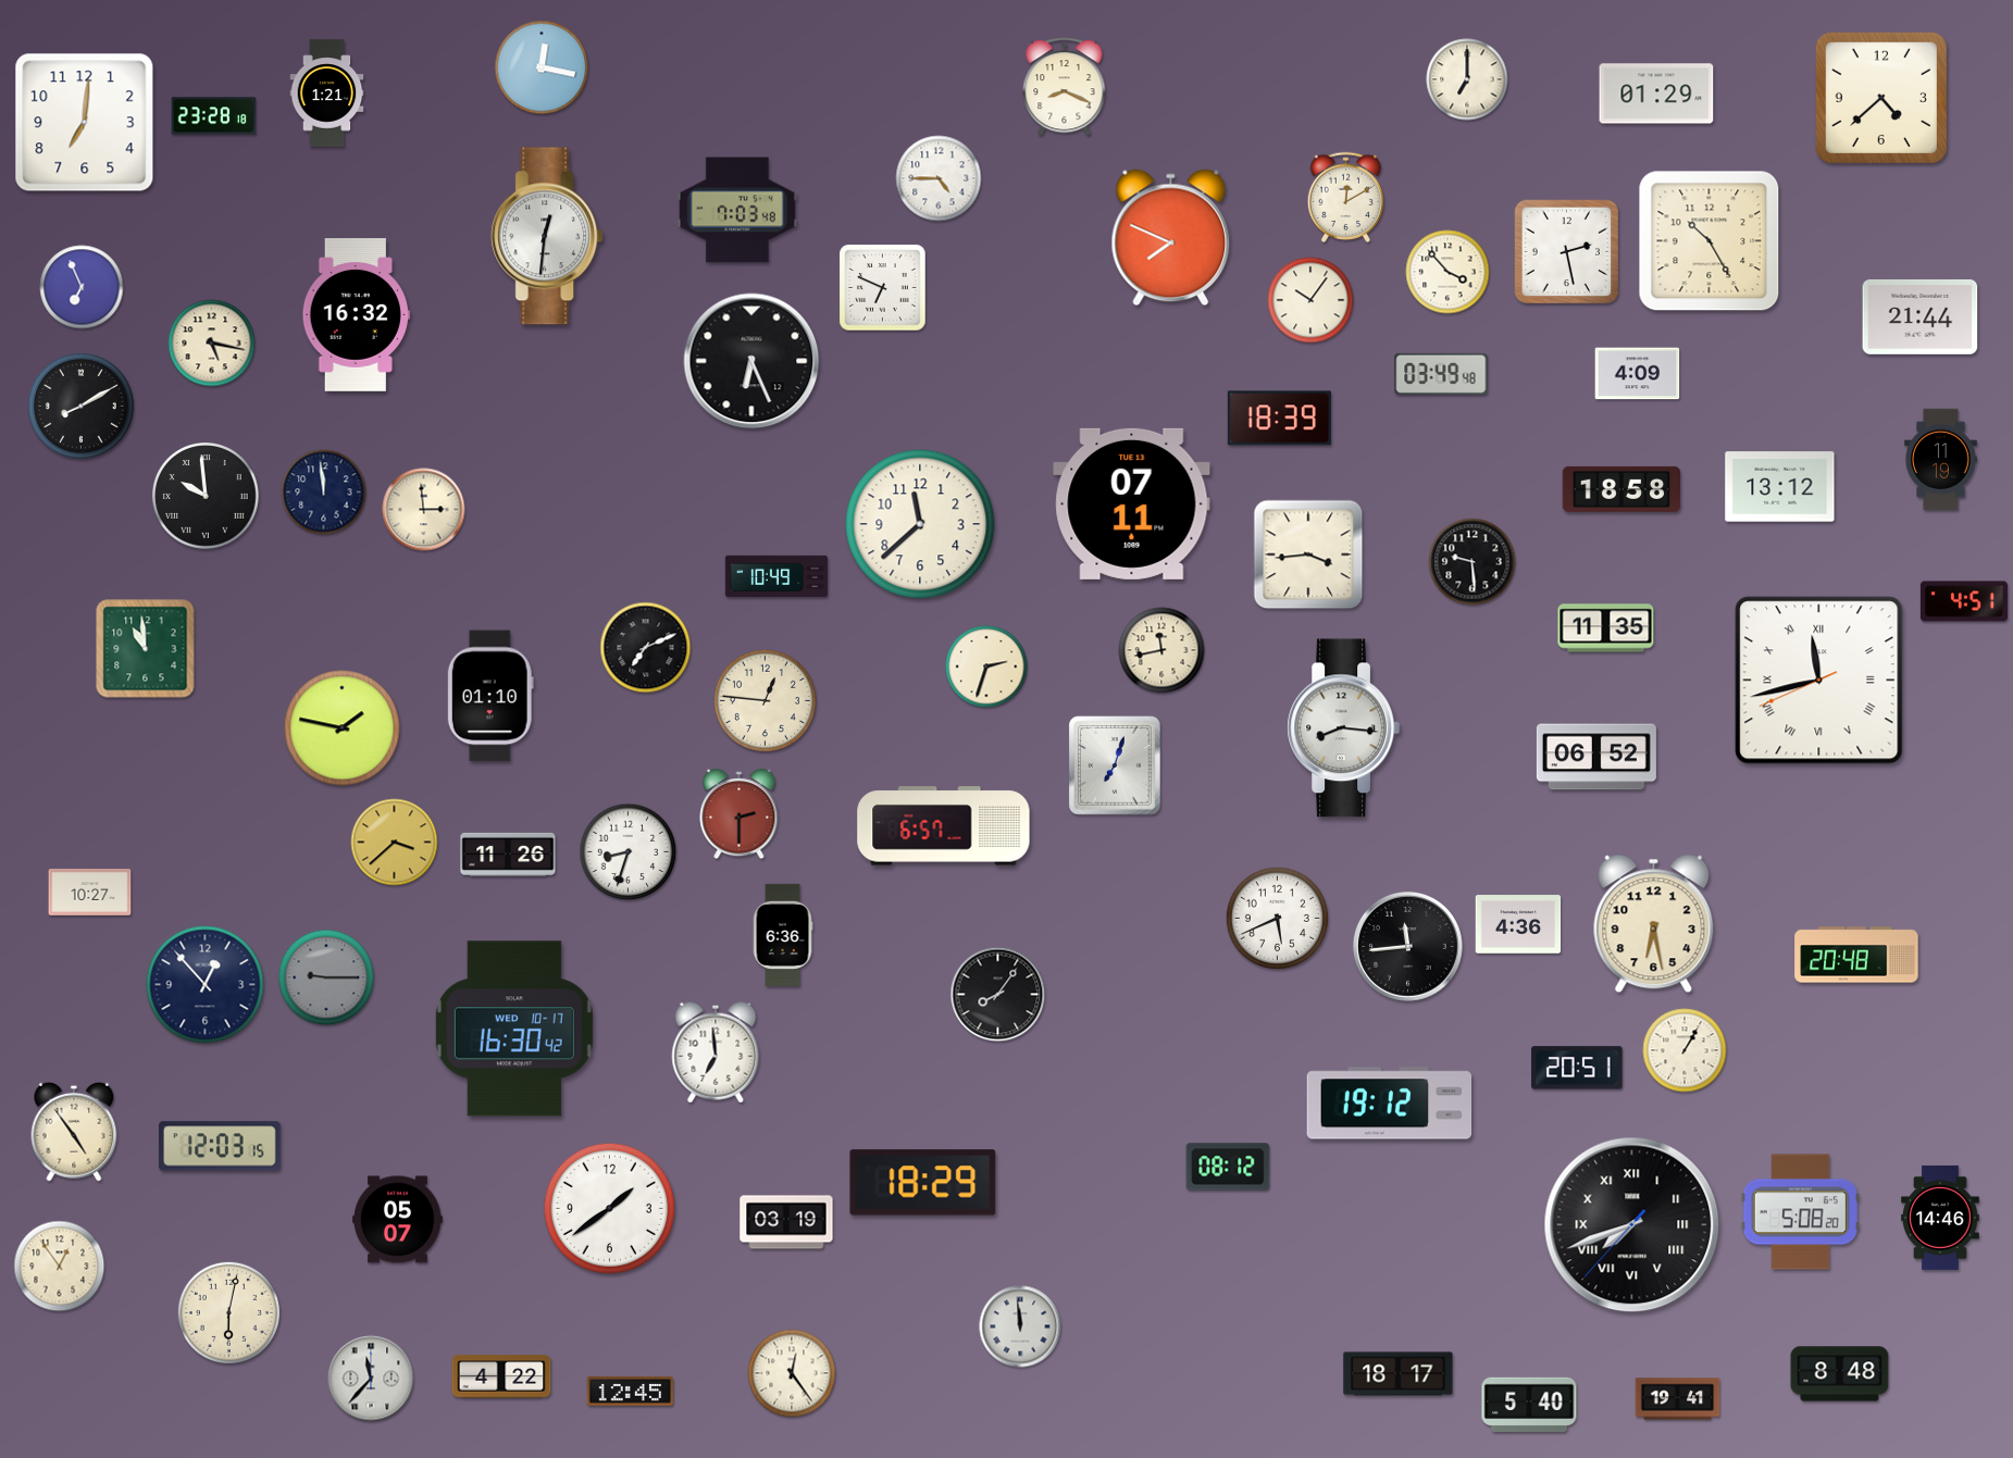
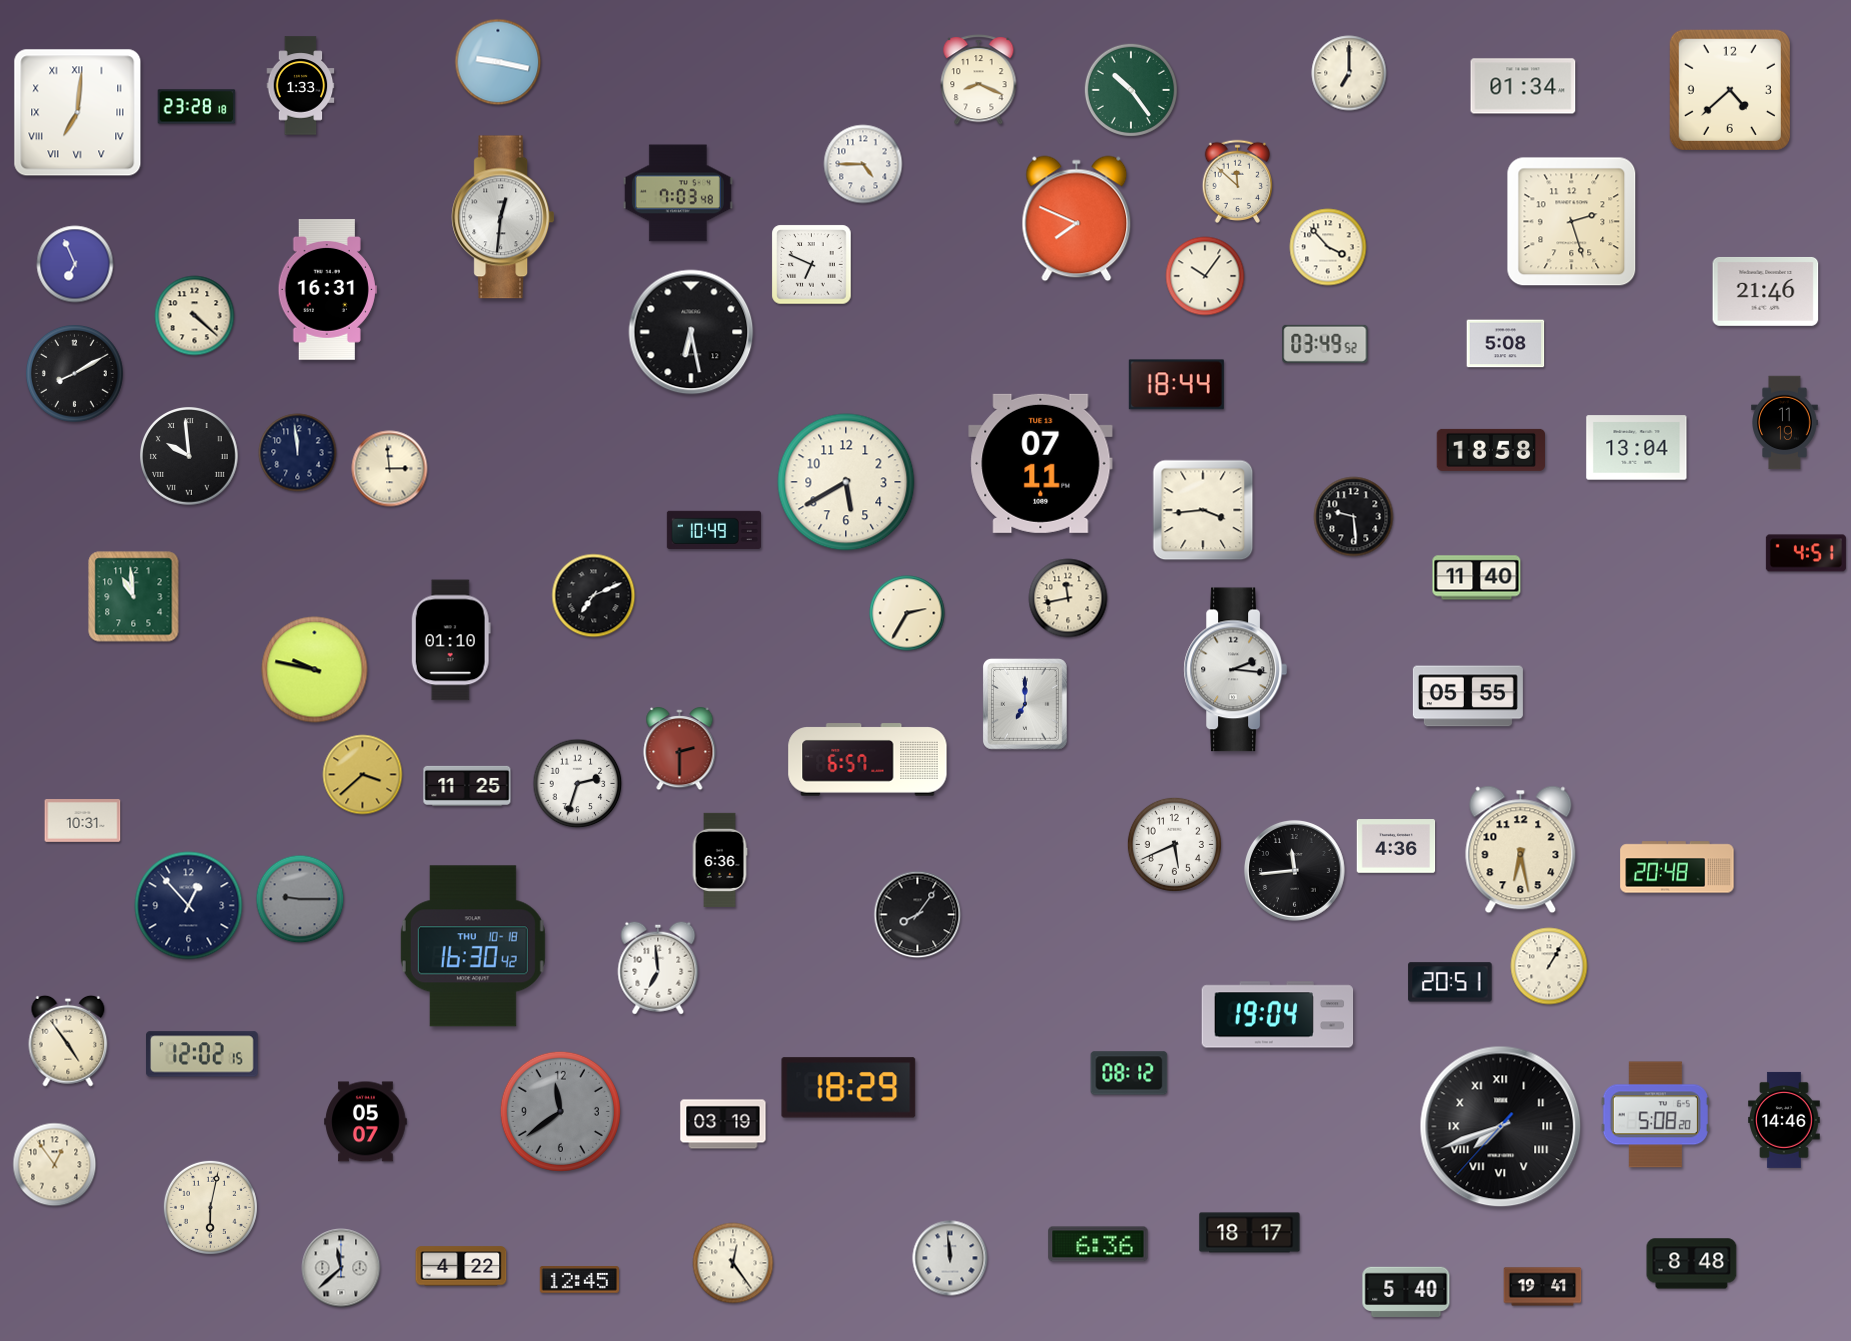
clock at (542, 67): 12:17 -> 9:17
clock at (327, 94): 1:21 -> 1:33
clock at (1656, 94): 01:29 -> 01:34
clock at (1131, 90): none -> 10:24
clock at (85, 123) numerals: Arabic -> Roman
clock at (1346, 197): 12:10 -> 11:52
clock at (1710, 241): 10:25 -> 2:27
clock at (1567, 252): 2:28 -> none
clock at (1447, 272) position: (1447, 272) -> (1328, 247)
clock at (356, 315): 16:32 -> 16:31
clock at (1921, 316): 21:44 -> 21:46
clock at (212, 344): 5:17 -> 4:22
clock at (751, 361): 6:26 -> 6:28
clock at (1441, 374): 03:49:48 -> 03:49:52
clock at (1638, 374): 4:09 -> 5:08
clock at (1279, 419): 18:39 -> 18:44
clock at (1780, 487): 13:12 -> 13:04
clock at (920, 524): 11:38 -> 5:40
clock at (1606, 628): 11:35 -> 11:40
clock at (986, 666): 2:33 -> 2:35
clock at (1819, 681): 11:42 -> none
clock at (765, 700): 12:46 -> none
clock at (343, 728): 1:47 -> 9:47
clock at (1343, 728): 8:16 -> 2:16
clock at (1596, 757): 06:52 -> 05:55
clock at (1116, 767): 7:03 -> 7:00
clock at (629, 852): 8:33 -> 2:33
clock at (508, 855): 11:26 -> 11:25
clock at (90, 893): 10:27 -> 10:31
clock at (1518, 924) position: (1518, 924) -> (1396, 846)
clock at (1856, 955) position: (1856, 955) -> (1677, 867)
clock at (514, 1029) date: WED 10-17 -> THU 10-18
clock at (1390, 1104): 19:12 -> 19:04
clock at (221, 1146): 12:03 -> 12:02
clock at (609, 1208): 1:39 -> 11:39
clock at (609, 1208) dial: white -> grey
clock at (1020, 1326) position: (1020, 1326) -> (950, 1258)
clock at (1098, 1244): none -> 6:36
clock at (792, 1373) position: (792, 1373) -> (733, 1263)
clock at (1399, 1374) position: (1399, 1374) -> (1250, 1233)
clock at (371, 1379): 11:37 -> 11:38
